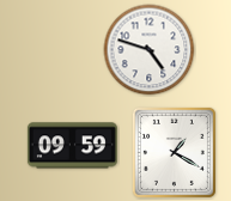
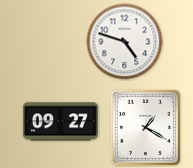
clock at (72, 146): 09:59 -> 09:27
